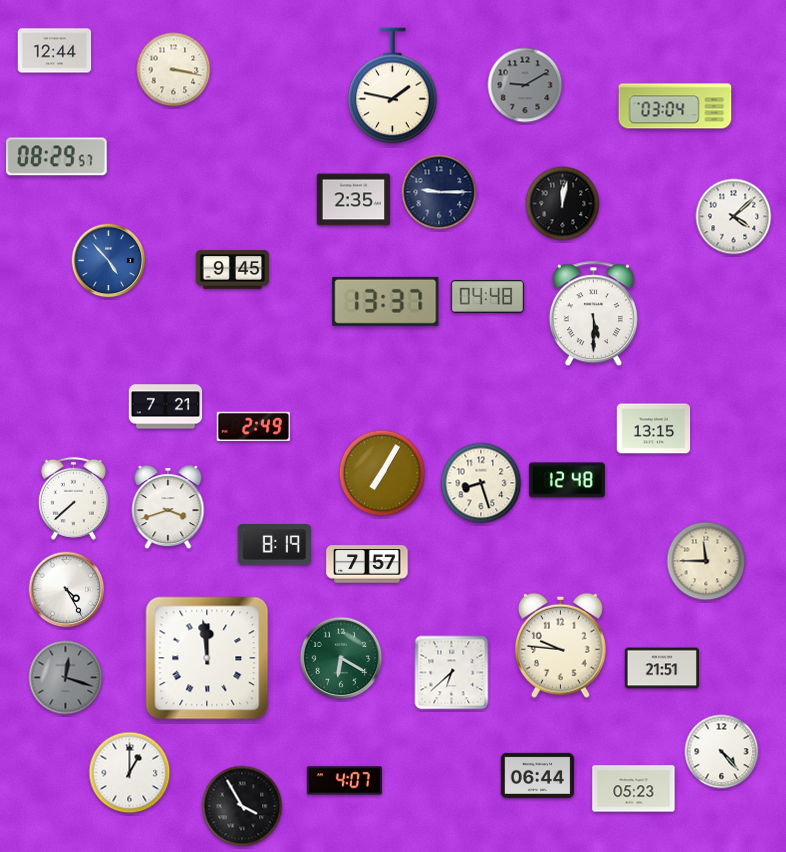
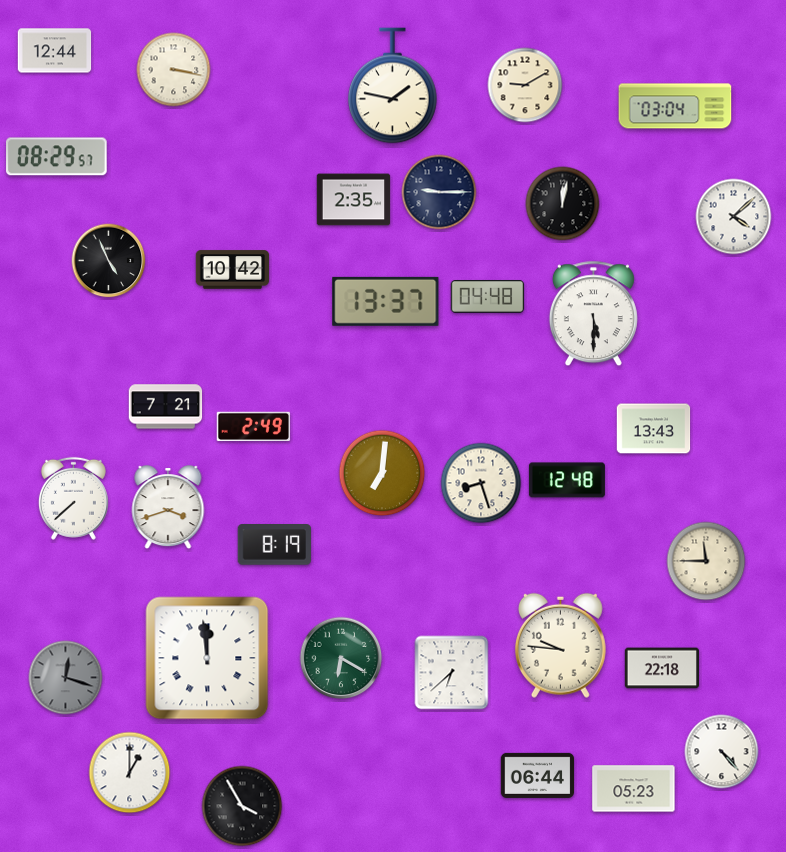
clock at (525, 85) dial: grey -> cream
clock at (109, 261): 4:53 -> 4:56
clock at (109, 261) dial: blue -> black
clock at (233, 270): 9:45 -> 10:42
clock at (654, 429): 13:15 -> 13:43
clock at (382, 473): 7:05 -> 7:01
clock at (367, 564): 7:57 -> none
clock at (67, 590): 4:25 -> none
clock at (661, 668): 21:51 -> 22:18
clock at (344, 781): 4:07 -> none
